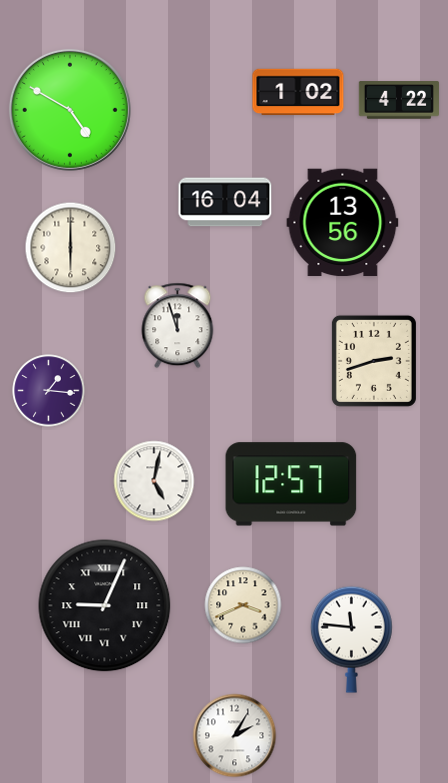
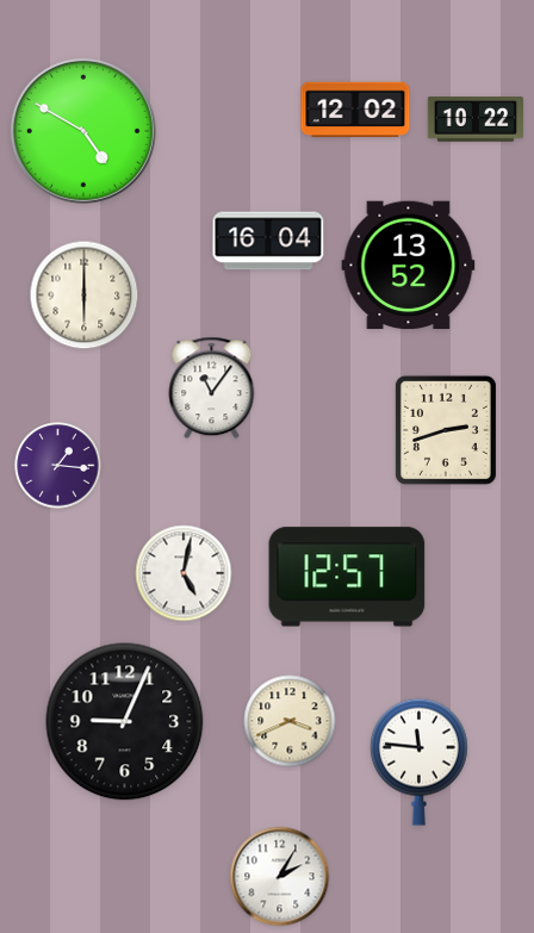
clock at (298, 92): 1:02 -> 12:02
clock at (399, 100): 4:22 -> 10:22
clock at (343, 223): 13:56 -> 13:52
clock at (178, 326): 11:57 -> 11:06
clock at (105, 606) numerals: Roman -> Arabic
